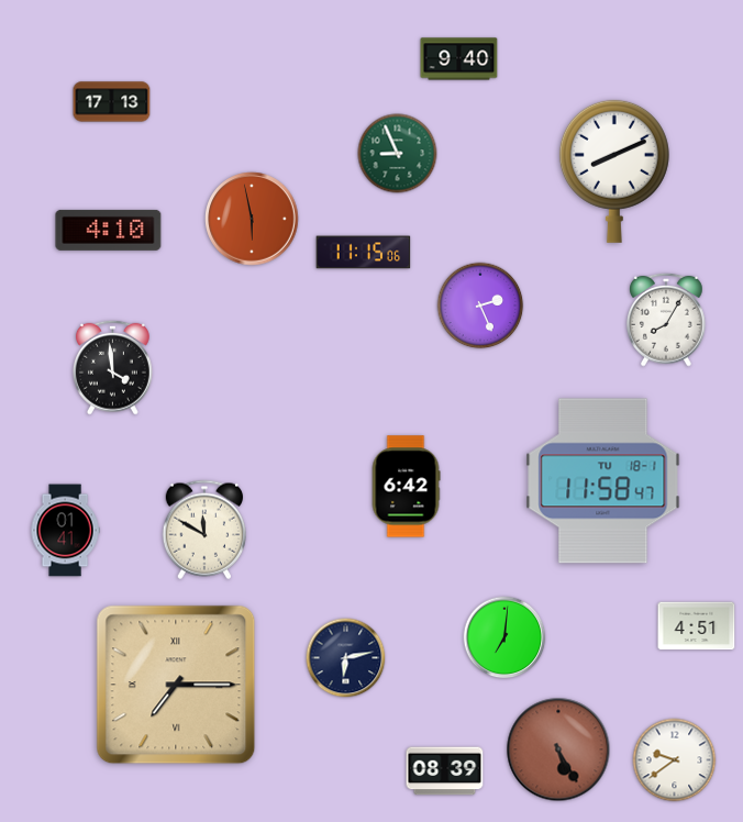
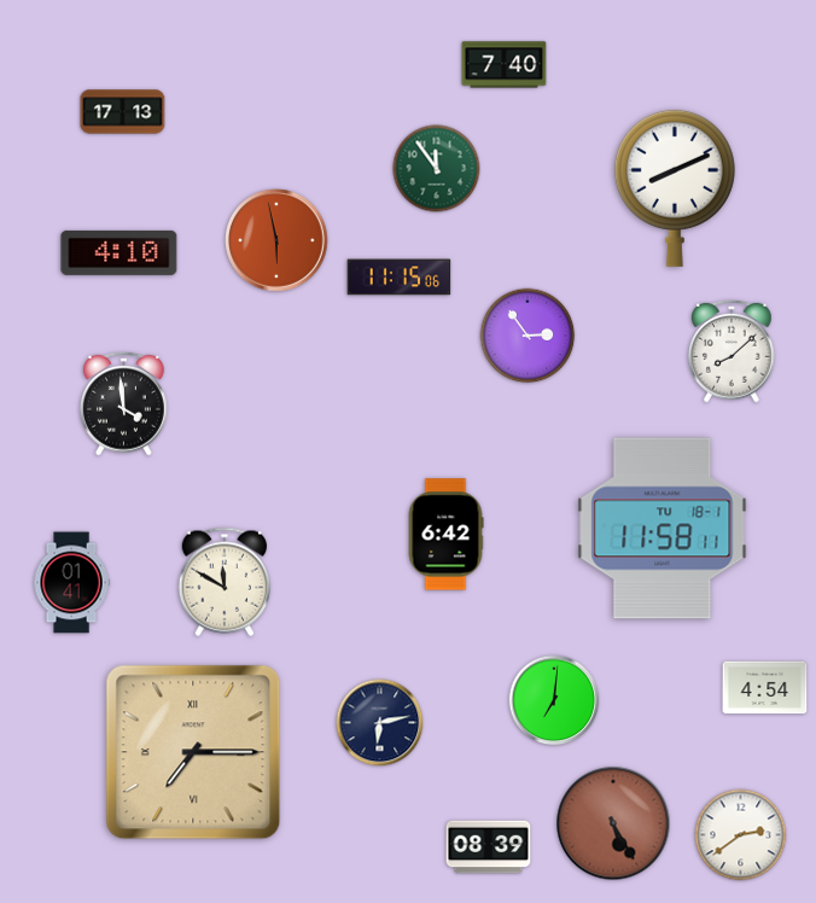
clock at (459, 59): 9:40 -> 7:40
clock at (398, 154): 8:56 -> 11:54
clock at (480, 306): 2:26 -> 2:54
clock at (667, 320): 8:05 -> 8:08
clock at (603, 481): 11:58:47 -> 11:58:11
clock at (697, 626): 4:51 -> 4:54
clock at (675, 760): 9:39 -> 2:39
